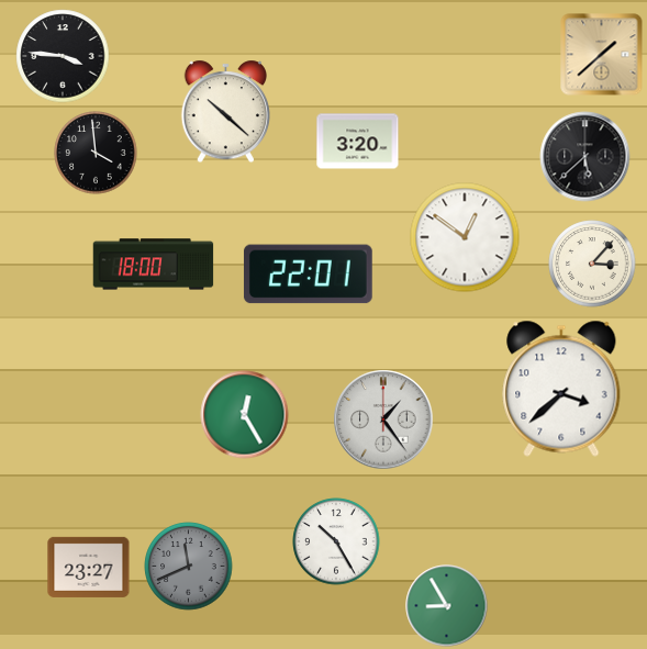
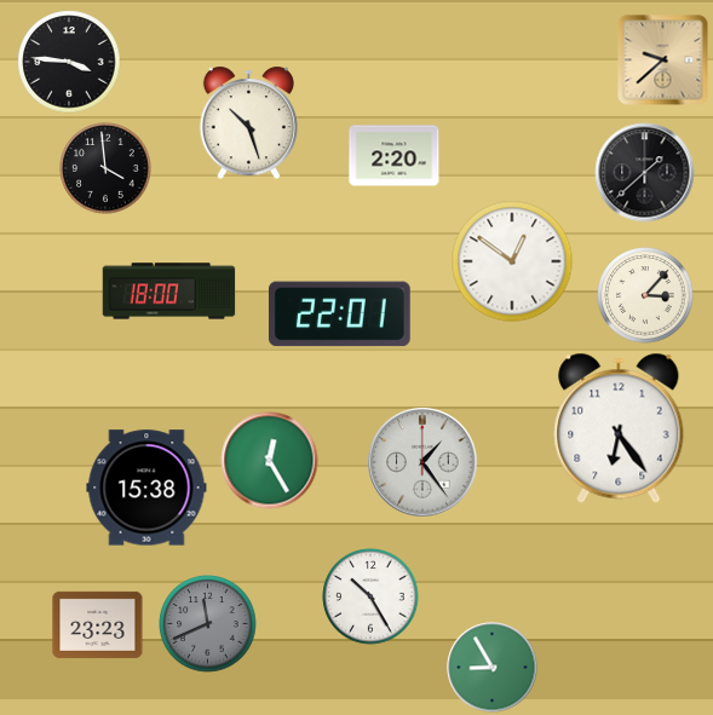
clock at (602, 55): 1:38 -> 9:38
clock at (225, 112): 10:22 -> 10:27
clock at (358, 142): 3:20 -> 2:20
clock at (585, 157): 5:38 -> 1:38
clock at (592, 264) position: (592, 264) -> (645, 295)
clock at (308, 275) position: (308, 275) -> (339, 315)
clock at (561, 389): 3:38 -> 6:24
clock at (245, 415) position: (245, 415) -> (270, 461)
clock at (146, 488): none -> 15:38
clock at (89, 567): 23:27 -> 23:23
